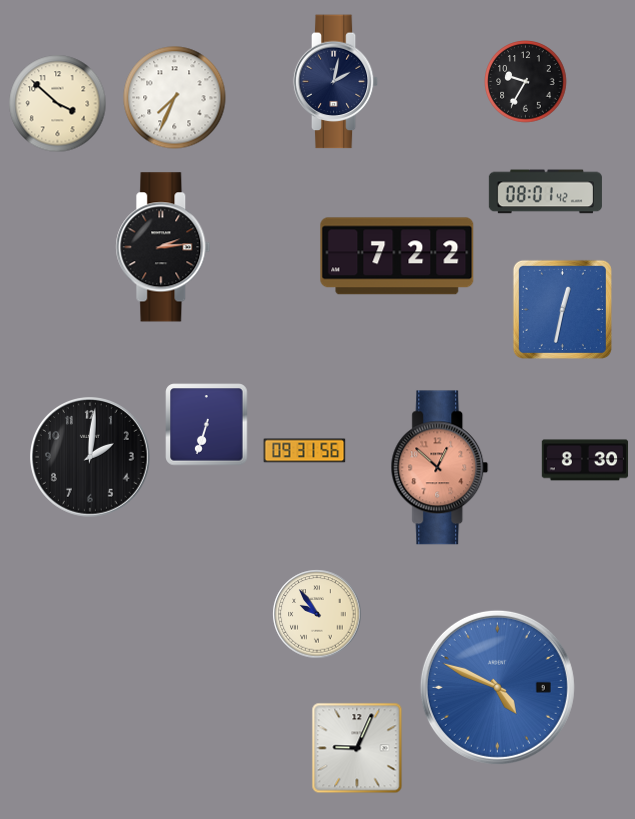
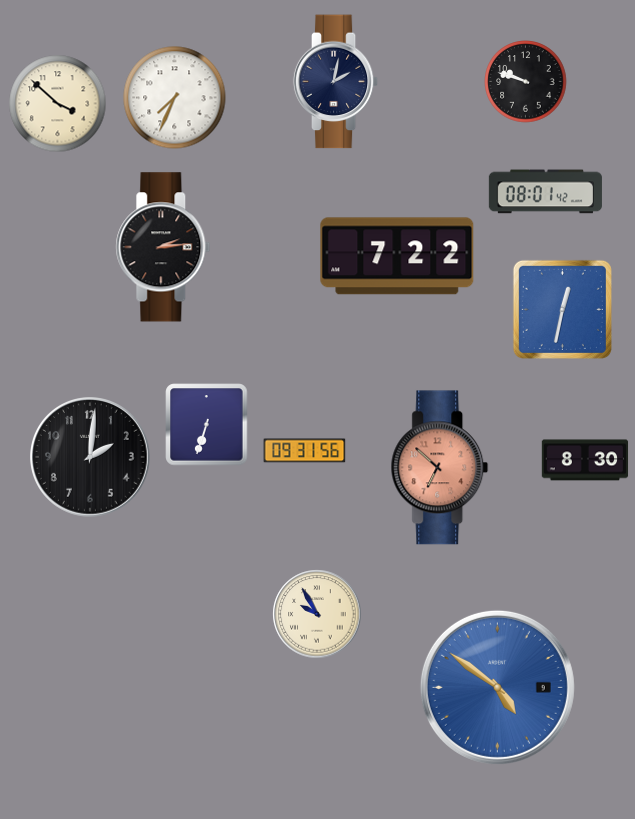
clock at (526, 82): 9:35 -> 9:48
clock at (440, 468): 12:52 -> 6:52
clock at (317, 614): 9:54 -> 9:55
clock at (497, 687): 4:49 -> 4:51
clock at (357, 748): 9:04 -> none
